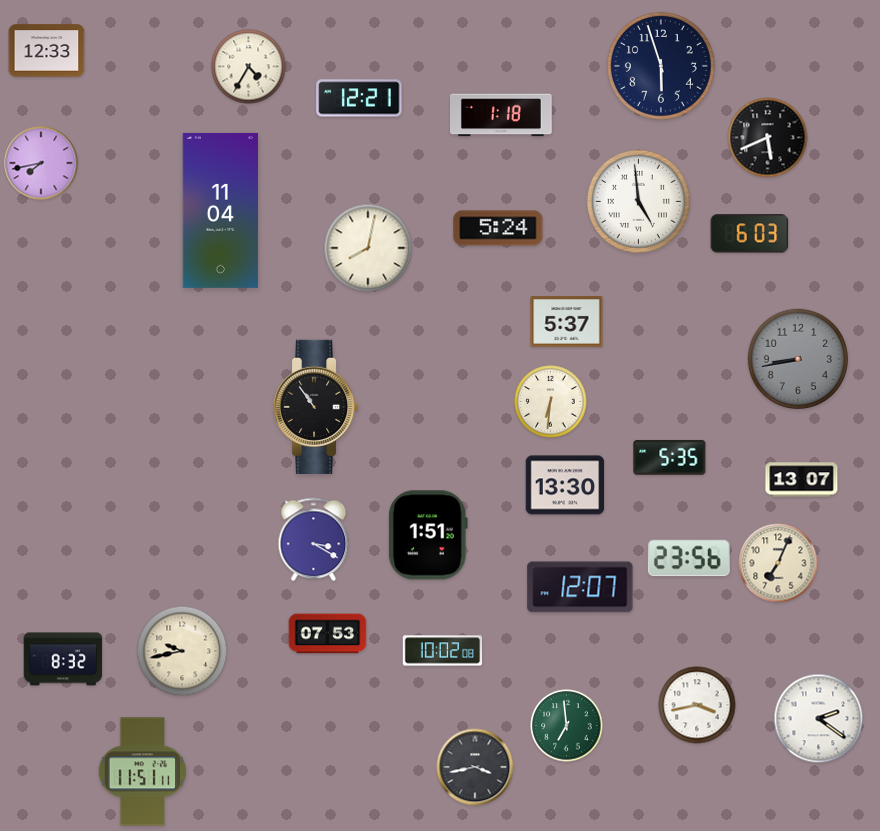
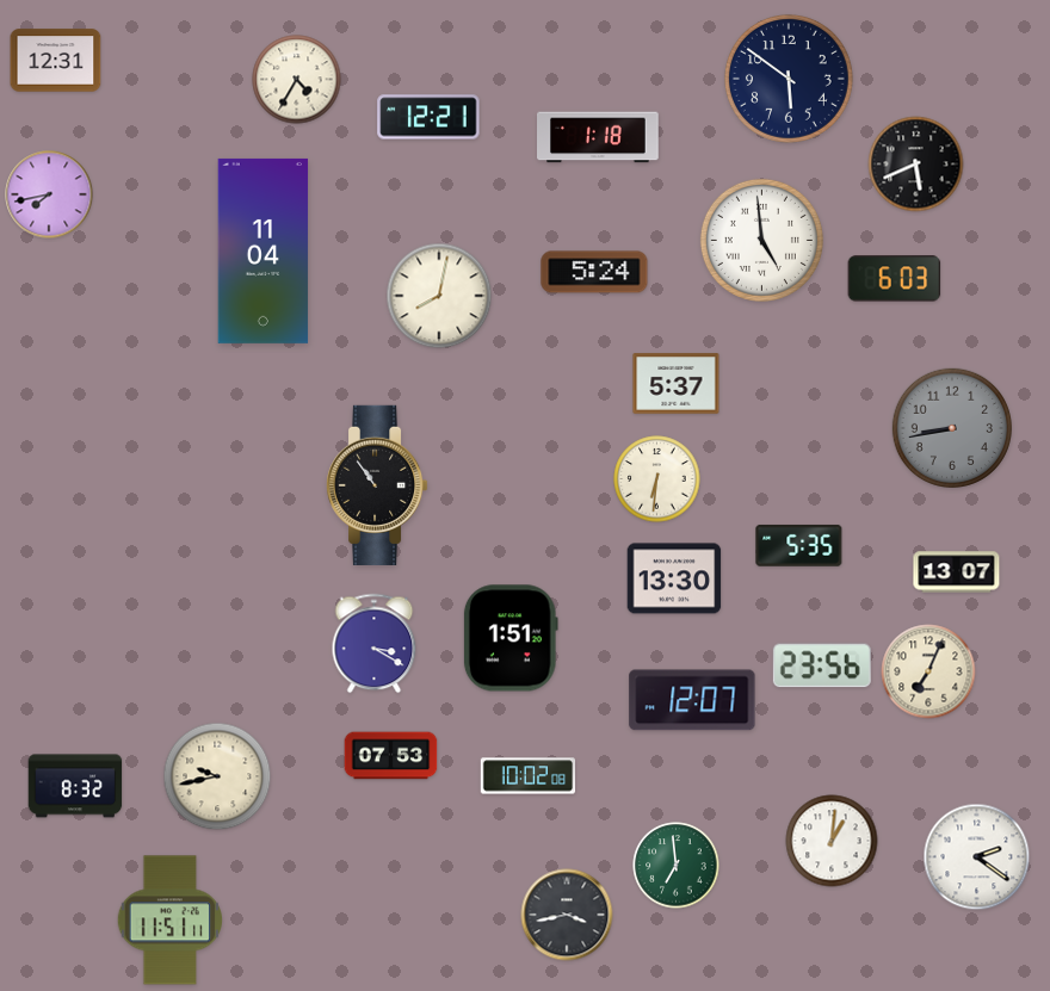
clock at (47, 51): 12:33 -> 12:31
clock at (661, 66): 5:57 -> 5:51
clock at (697, 705): 3:43 -> 1:01
